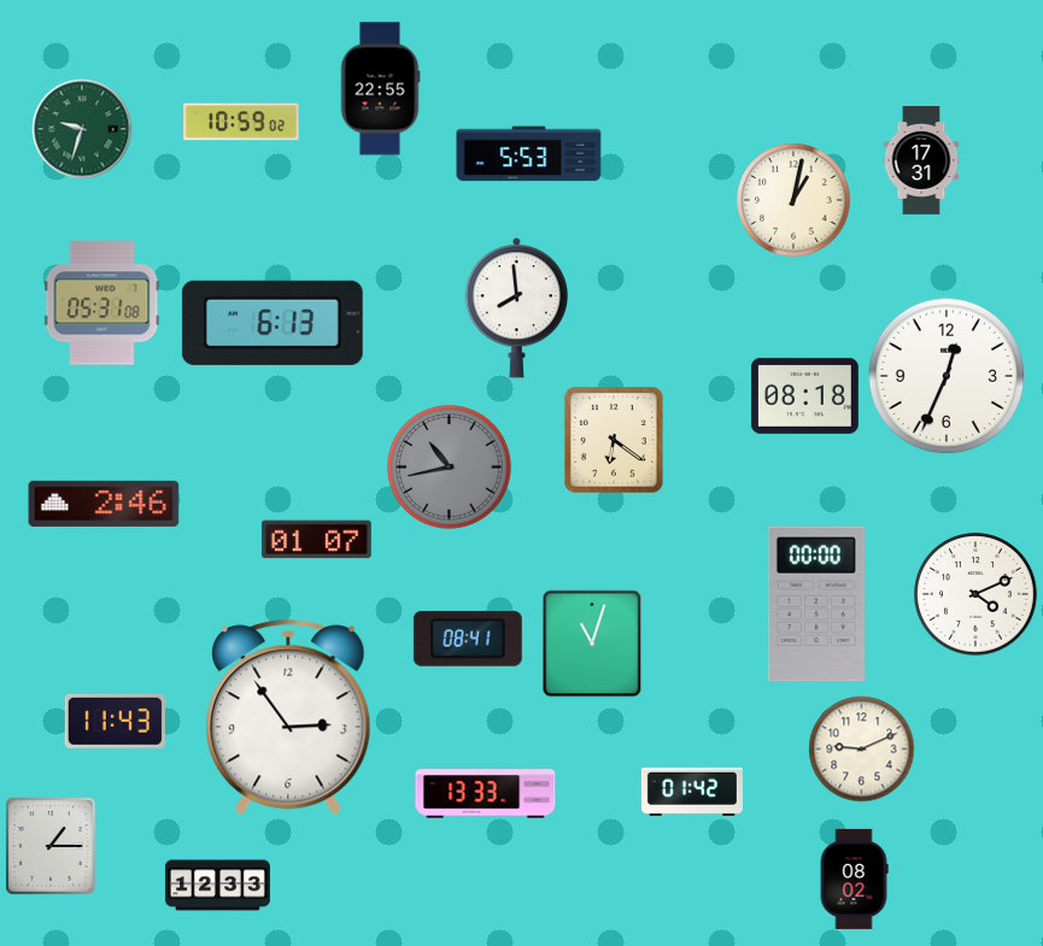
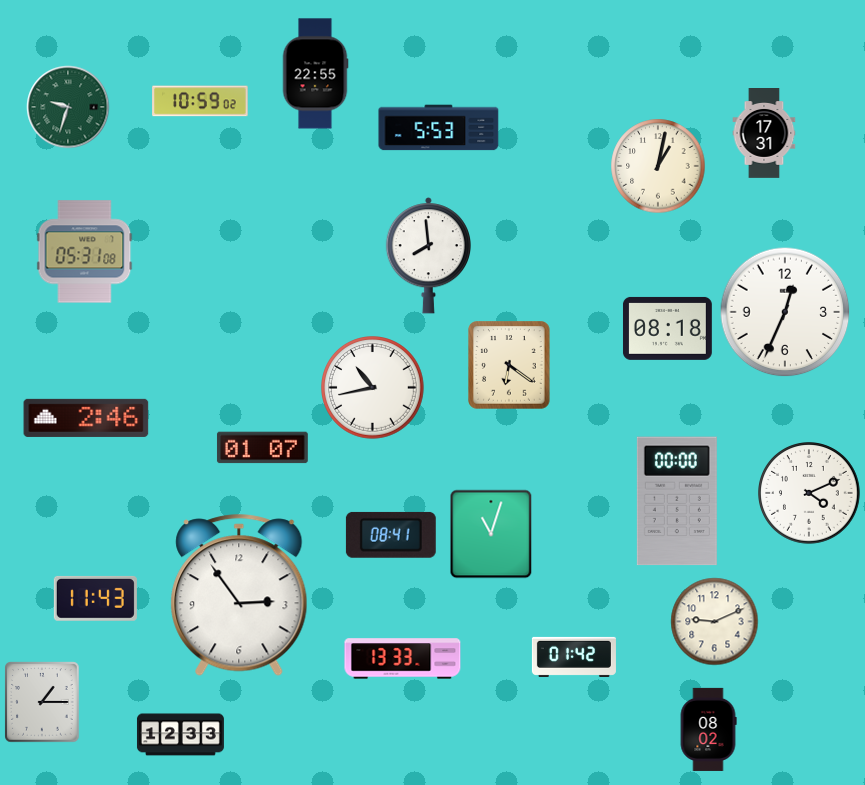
clock at (273, 323): 6:13 -> none
clock at (450, 468) dial: grey -> white
clock at (468, 639) position: (468, 639) -> (391, 535)
